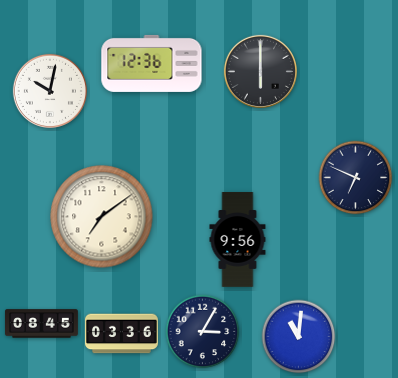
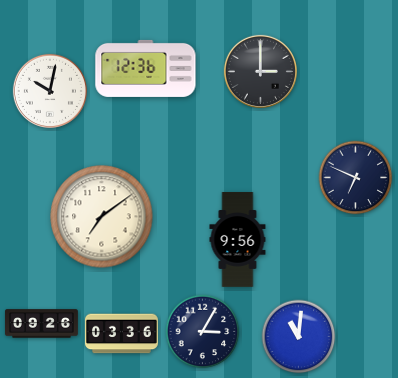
clock at (152, 63) position: (152, 63) -> (146, 68)
clock at (260, 71): 6:00 -> 3:00
clock at (41, 324): 08:45 -> 09:26
